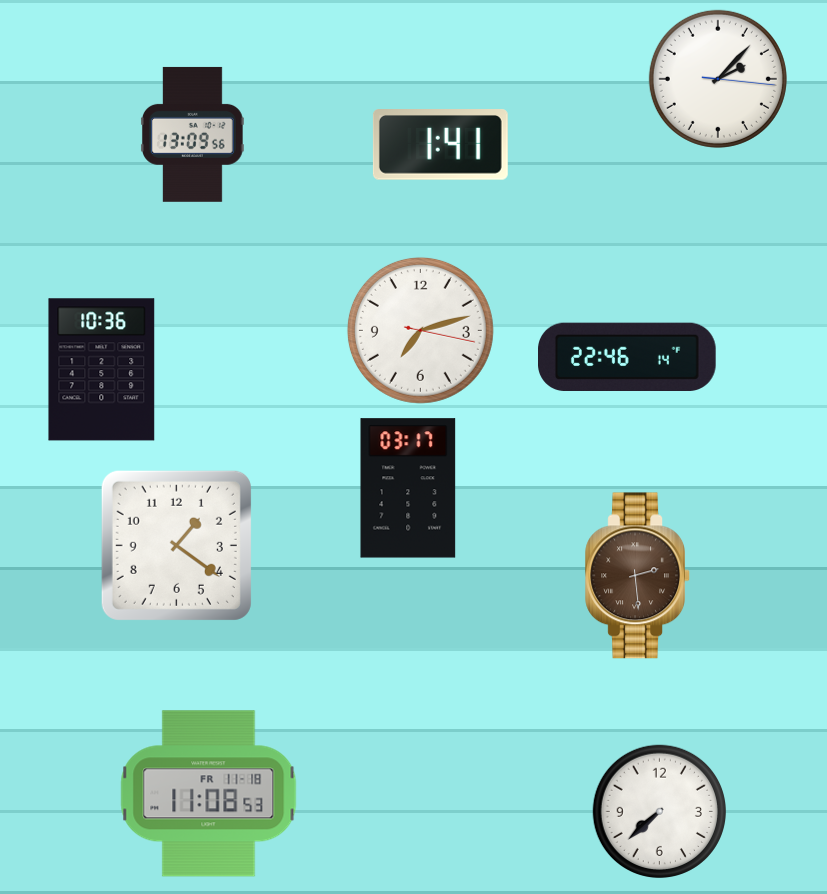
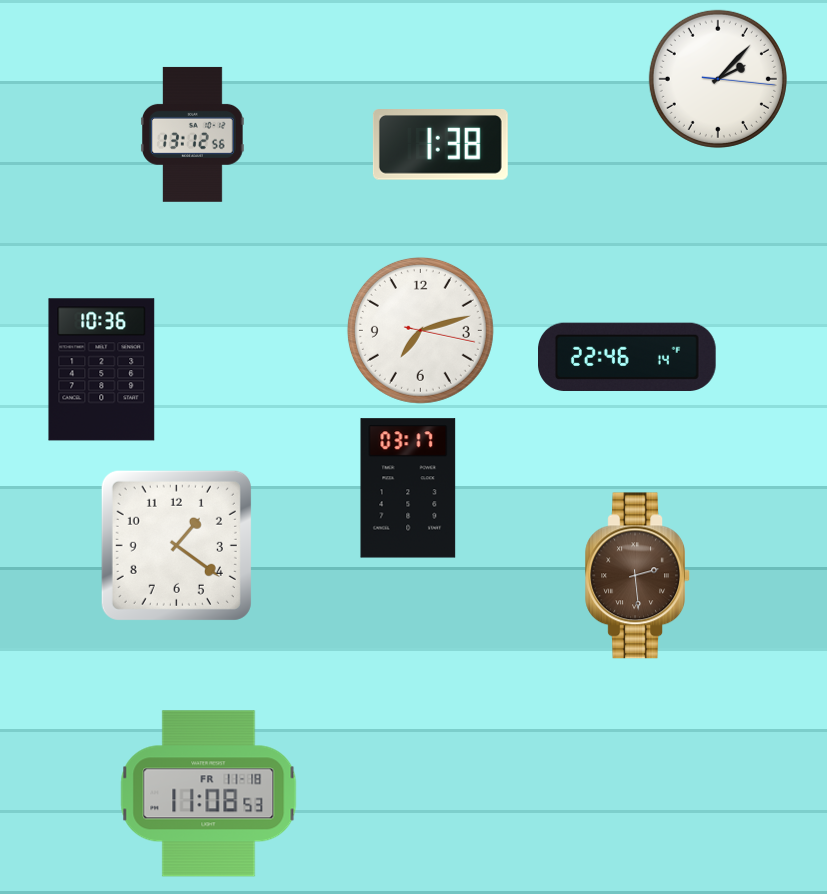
clock at (192, 134): 13:09 -> 13:12
clock at (440, 145): 1:41 -> 1:38
clock at (659, 811): 7:38 -> none
